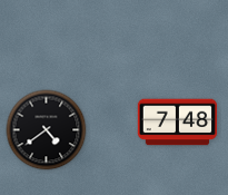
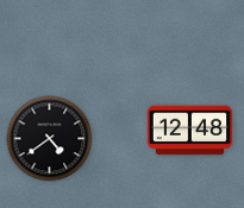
clock at (178, 123): 7:48 -> 12:48
